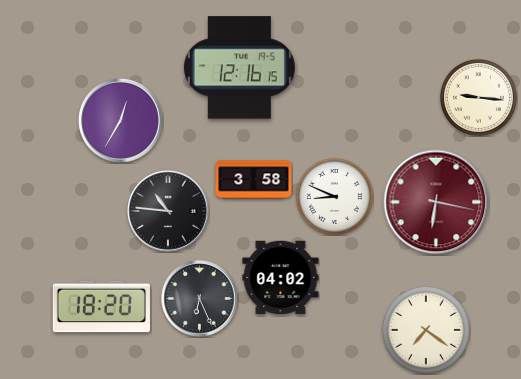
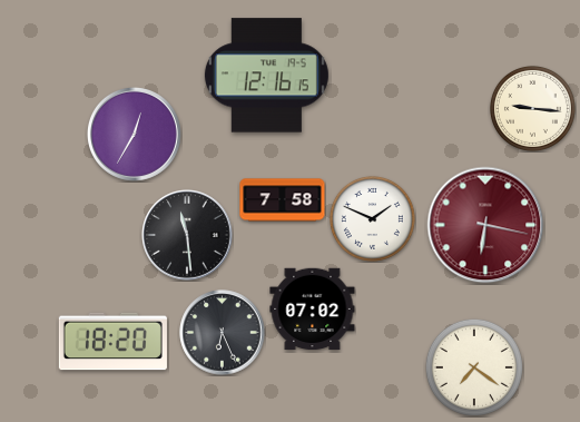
clock at (254, 180): 3:58 -> 7:58
clock at (334, 196): 8:49 -> 1:49
clock at (169, 212): 10:46 -> 11:29
clock at (281, 278): 04:02 -> 07:02
